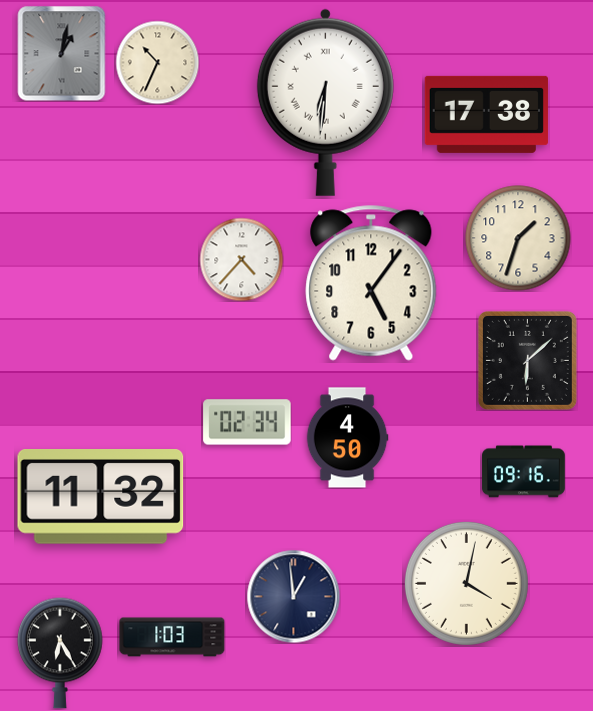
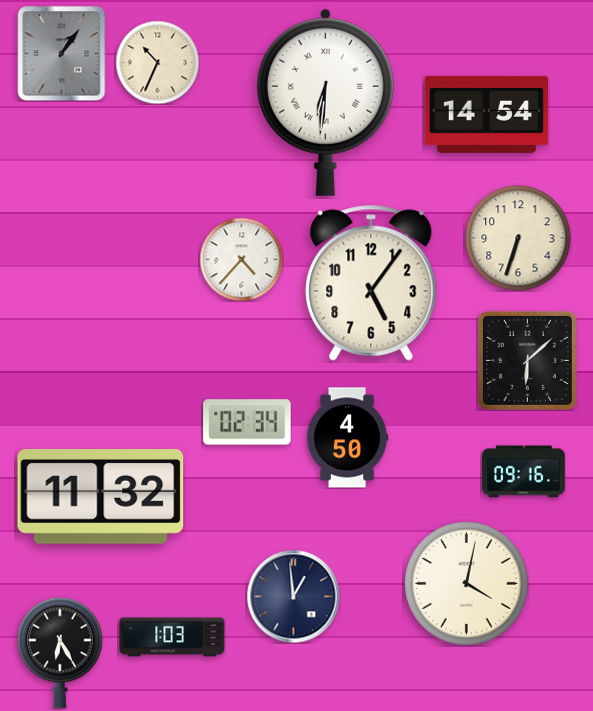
clock at (62, 53): 1:02 -> 1:06
clock at (486, 114): 17:38 -> 14:54
clock at (518, 238): 1:33 -> 6:33
